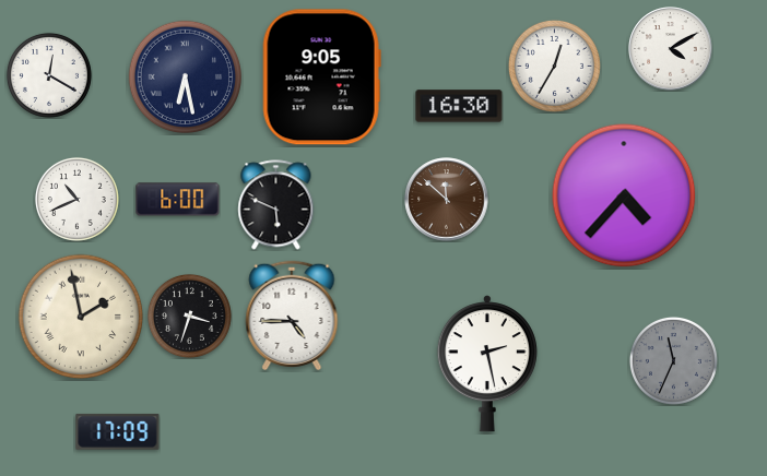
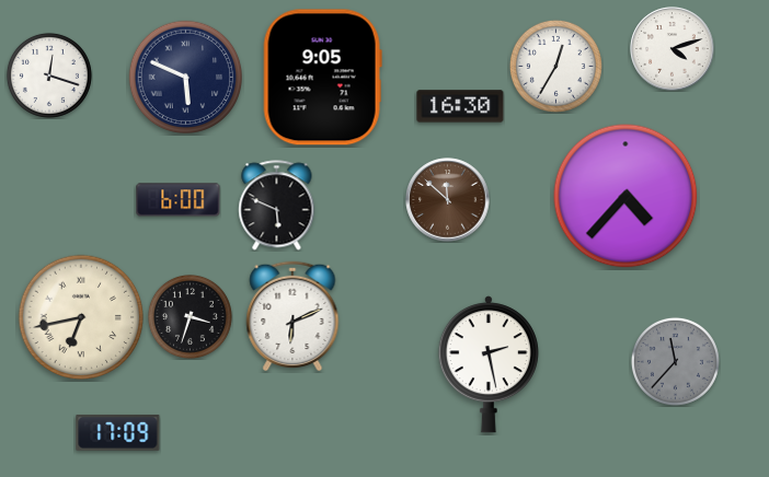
clock at (671, 49): 4:10 -> 4:12
clock at (49, 75): 12:20 -> 12:18
clock at (186, 78): 6:28 -> 5:49
clock at (76, 199): 10:41 -> none
clock at (292, 316): 4:45 -> 6:11
clock at (81, 317): 1:58 -> 6:43
clock at (673, 360): 11:34 -> 11:37
